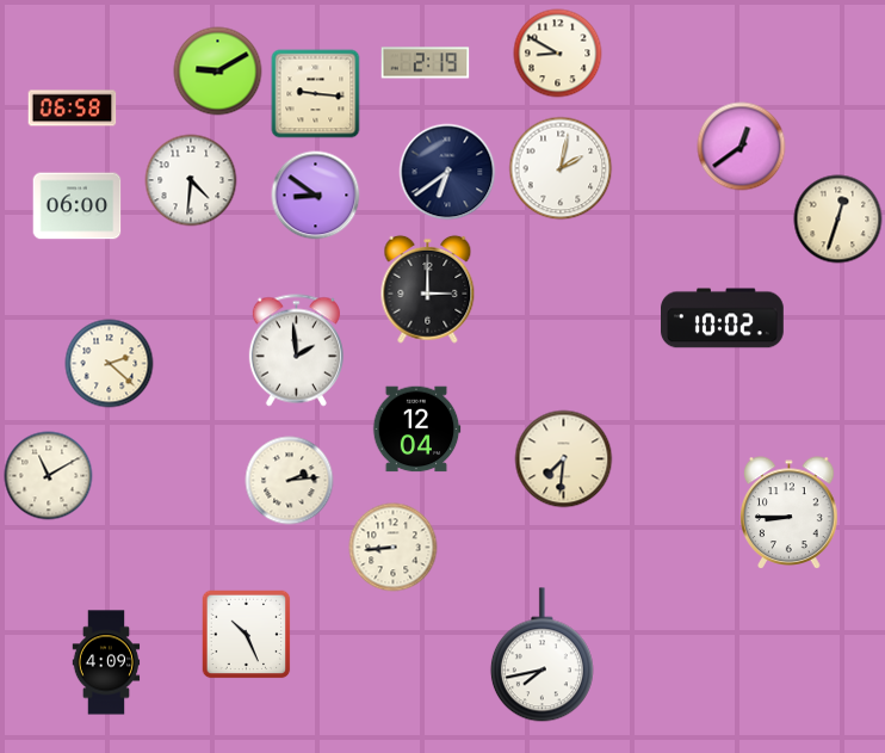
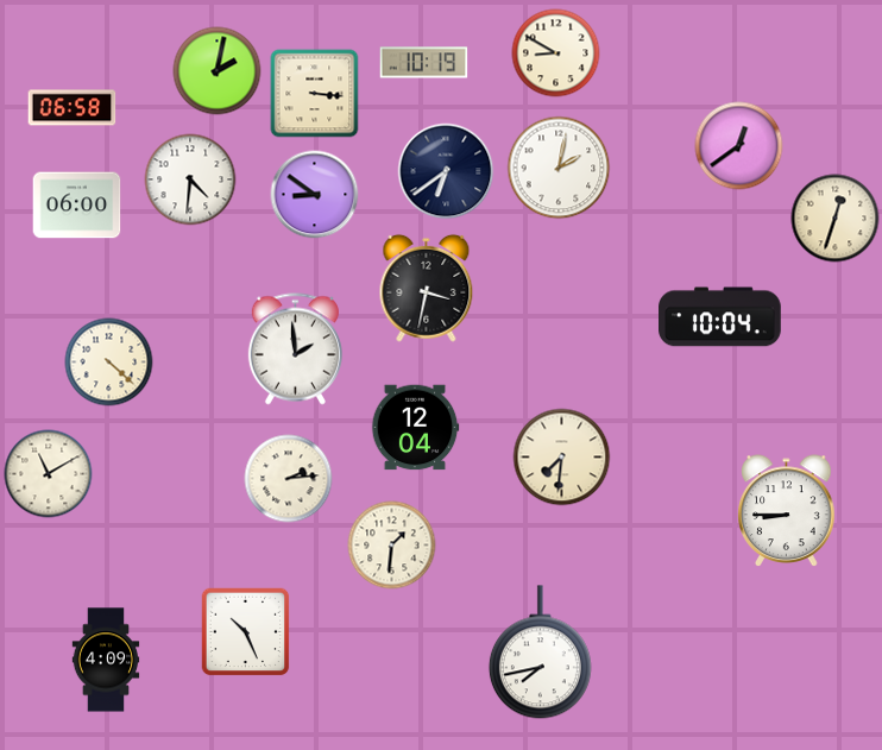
clock at (426, 63): 2:19 -> 10:19
clock at (218, 72): 9:10 -> 2:02
clock at (316, 94): 9:16 -> 3:16
clock at (428, 289): 3:00 -> 3:32
clock at (723, 319): 10:02 -> 10:04
clock at (110, 364): 2:22 -> 4:22
clock at (394, 548): 8:44 -> 1:31
